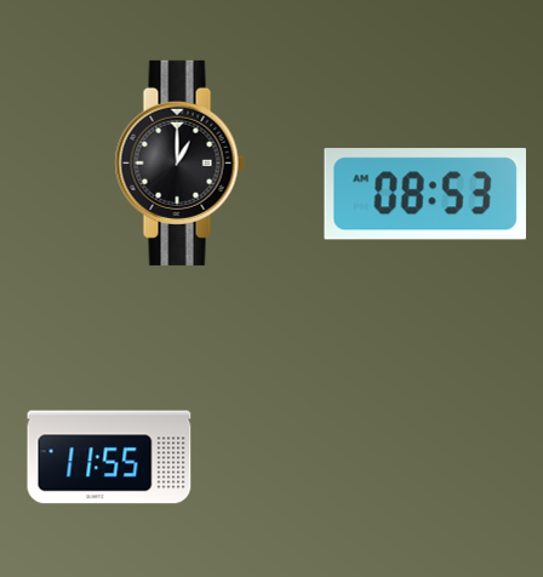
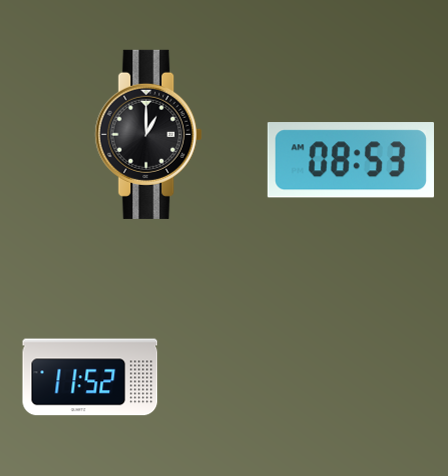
clock at (109, 457): 11:55 -> 11:52
